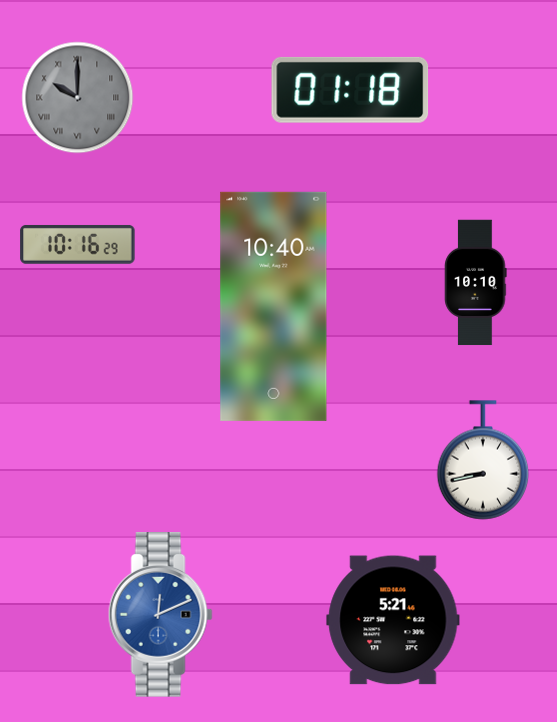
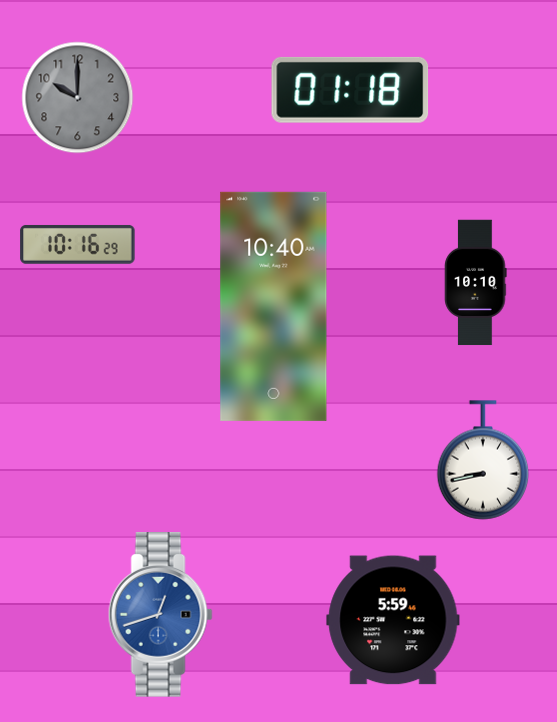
clock at (78, 98) numerals: Roman -> Arabic
clock at (160, 615): 12:11 -> 12:42
clock at (393, 620): 5:21 -> 5:59
